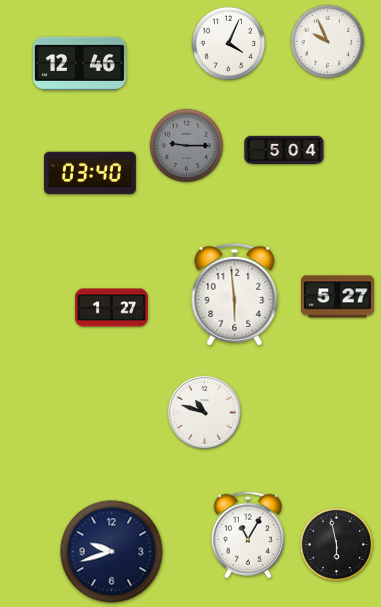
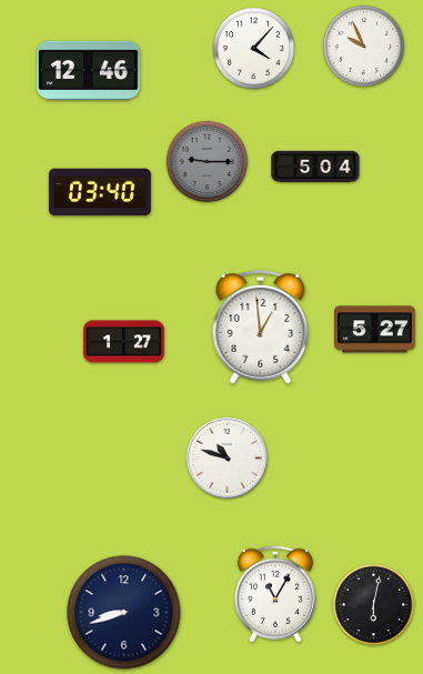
clock at (229, 44): 4:04 -> 4:07
clock at (235, 294): 5:59 -> 12:59
clock at (337, 545): 5:58 -> 6:02
clock at (112, 552): 9:42 -> 8:42
